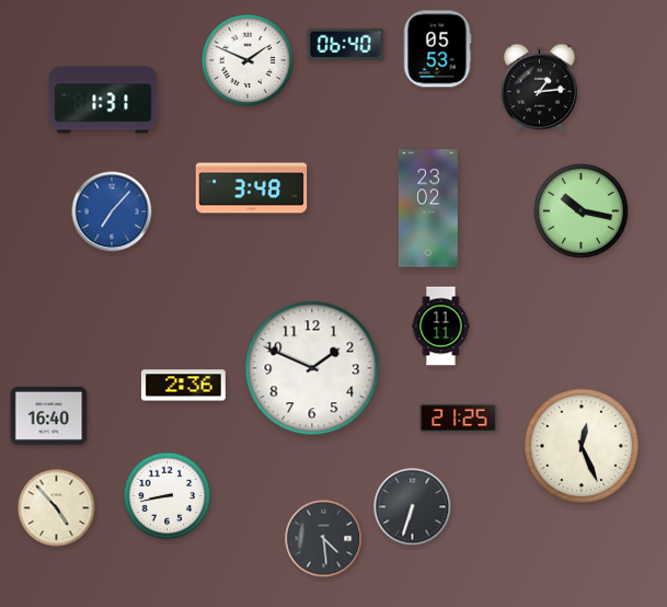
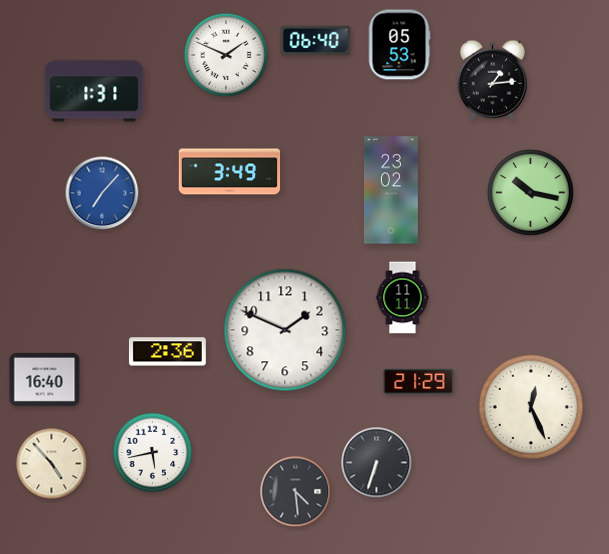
clock at (252, 188): 3:48 -> 3:49
clock at (312, 368) position: (312, 368) -> (285, 330)
clock at (459, 417): 21:25 -> 21:29
clock at (168, 496): 8:43 -> 5:43
